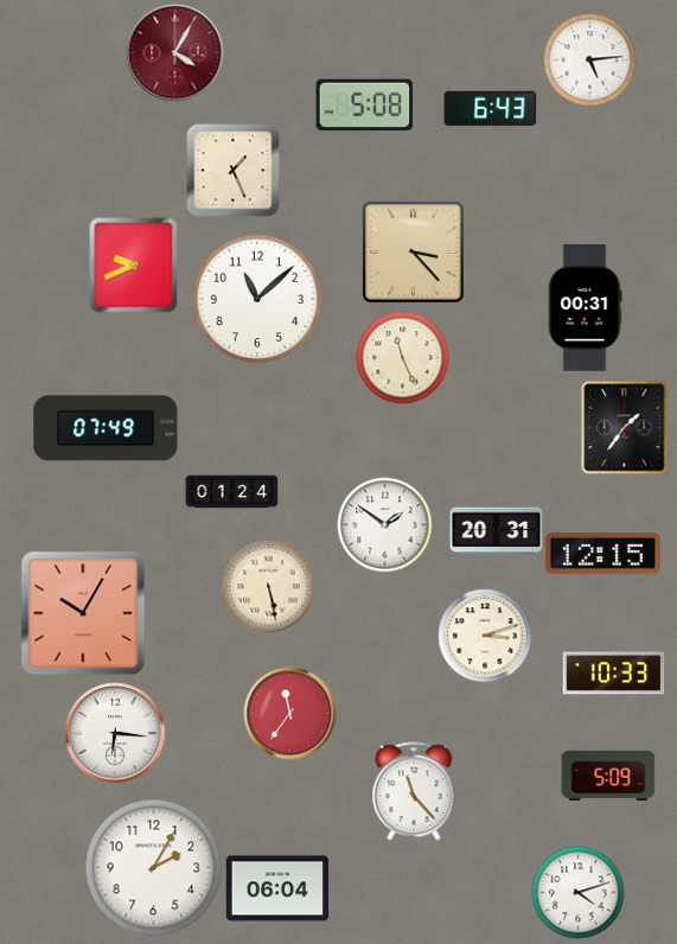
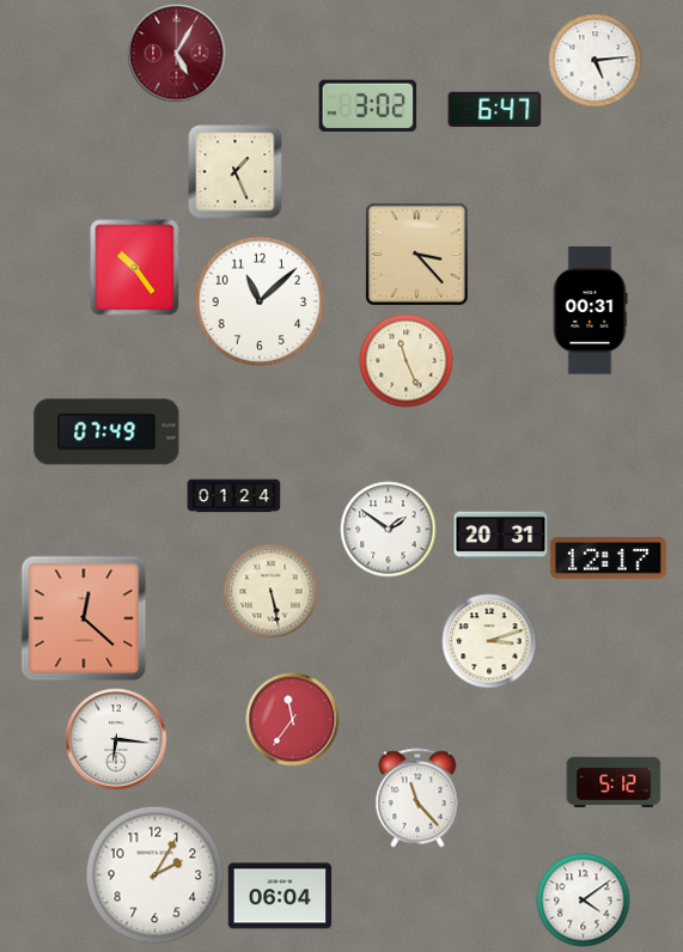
clock at (174, 52): 4:05 -> 5:05
clock at (364, 106): 5:08 -> 3:02
clock at (490, 108): 6:43 -> 6:47
clock at (134, 264): 9:41 -> 10:24
clock at (625, 427): 1:36 -> none
clock at (602, 554): 12:15 -> 12:17
clock at (83, 613): 10:05 -> 12:22
clock at (613, 674): 10:33 -> none
clock at (608, 774): 5:09 -> 5:12
clock at (577, 892): 4:12 -> 4:09
